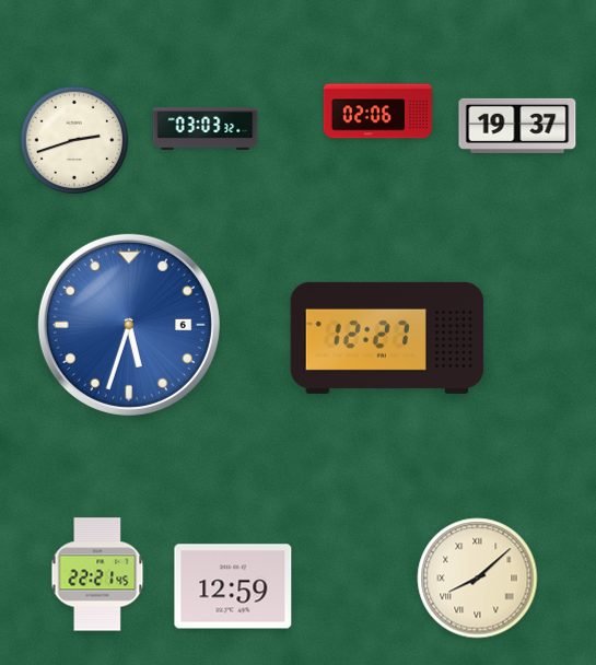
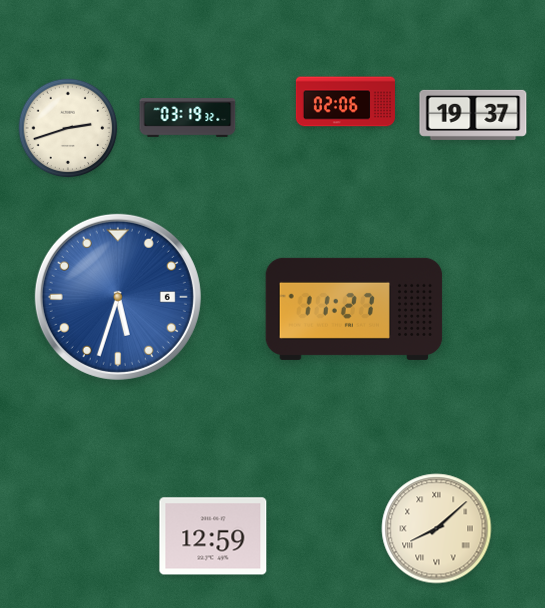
clock at (206, 129): 03:03 -> 03:19
clock at (387, 338): 12:27 -> 11:27
clock at (97, 574): 22:21 -> none
